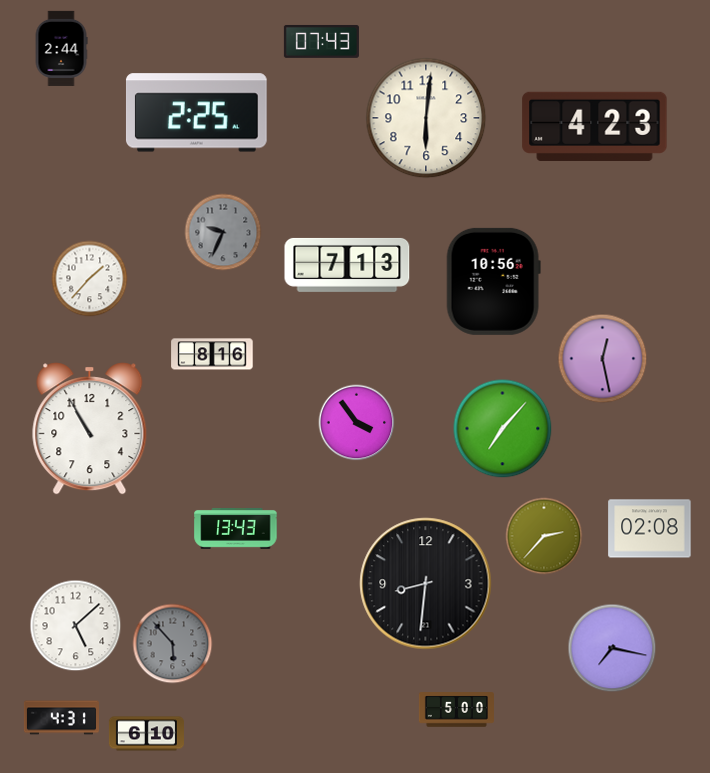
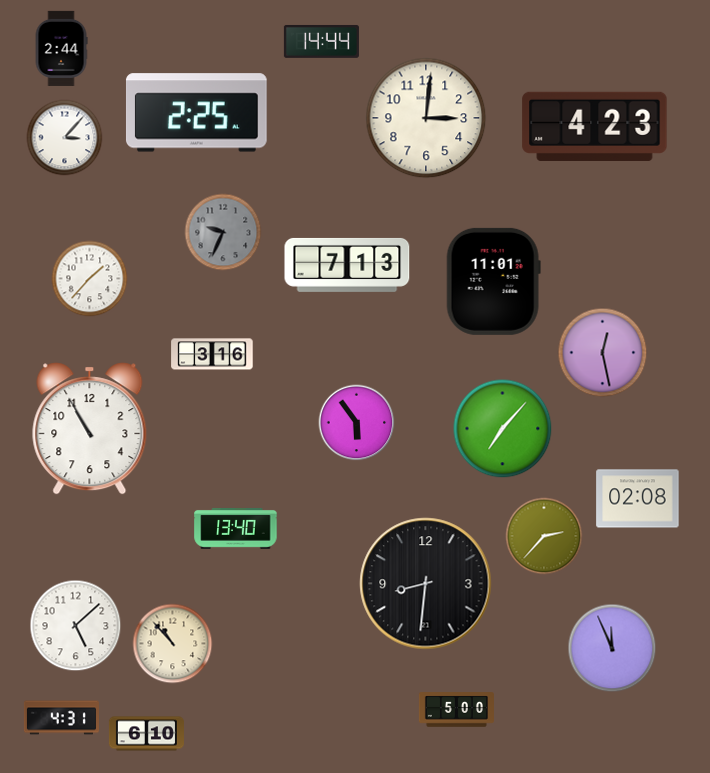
clock at (321, 41): 07:43 -> 14:44
clock at (426, 118): 6:01 -> 3:01
clock at (65, 138): none -> 3:07
clock at (493, 281): 10:56 -> 11:01
clock at (212, 354): 8:16 -> 3:16
clock at (603, 359) position: (603, 359) -> (603, 353)
clock at (357, 423): 3:54 -> 5:54
clock at (236, 528): 13:43 -> 13:40
clock at (650, 529) position: (650, 529) -> (638, 499)
clock at (173, 644): 5:53 -> 10:53
clock at (173, 644) dial: grey -> cream
clock at (612, 648): 7:17 -> 11:56
